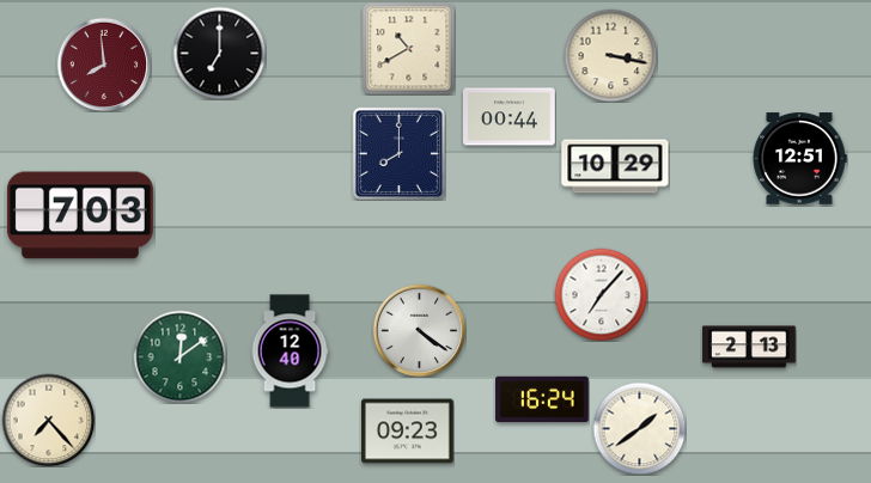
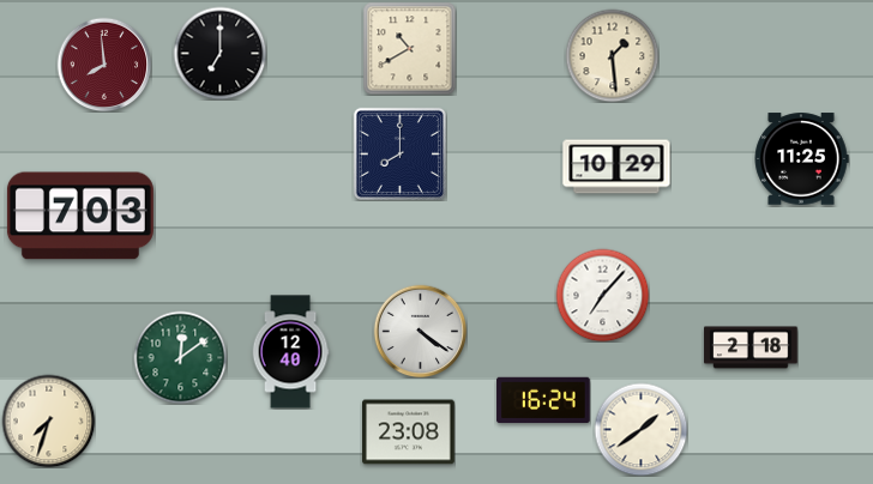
clock at (610, 55): 3:17 -> 1:29
clock at (510, 117): 00:44 -> none
clock at (799, 159): 12:51 -> 11:25
clock at (749, 347): 2:13 -> 2:18
clock at (48, 420): 7:23 -> 7:33
clock at (408, 432): 09:23 -> 23:08
